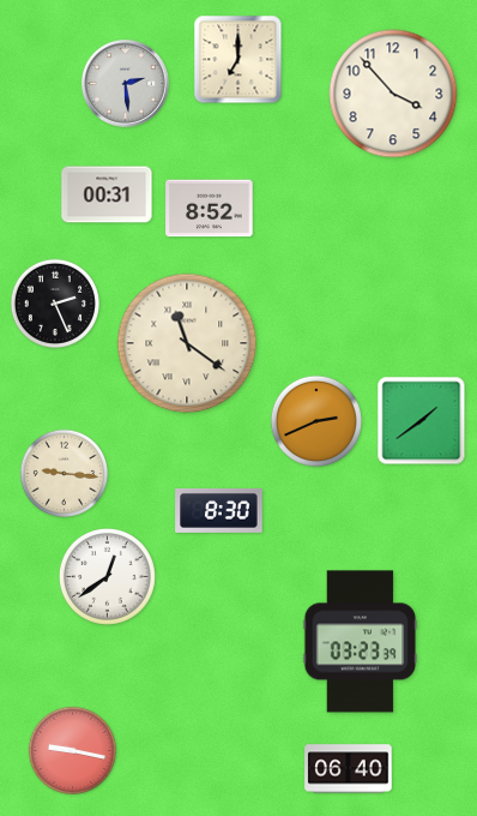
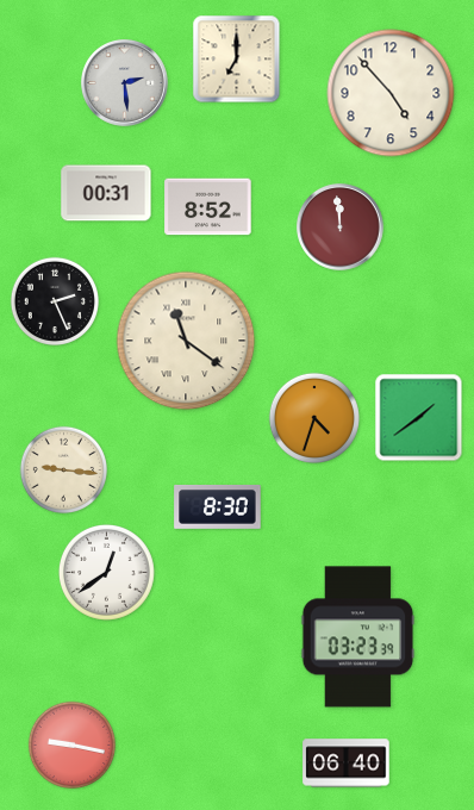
clock at (393, 94): 3:53 -> 4:53
clock at (341, 228): none -> 11:59
clock at (316, 421): 2:41 -> 4:33
